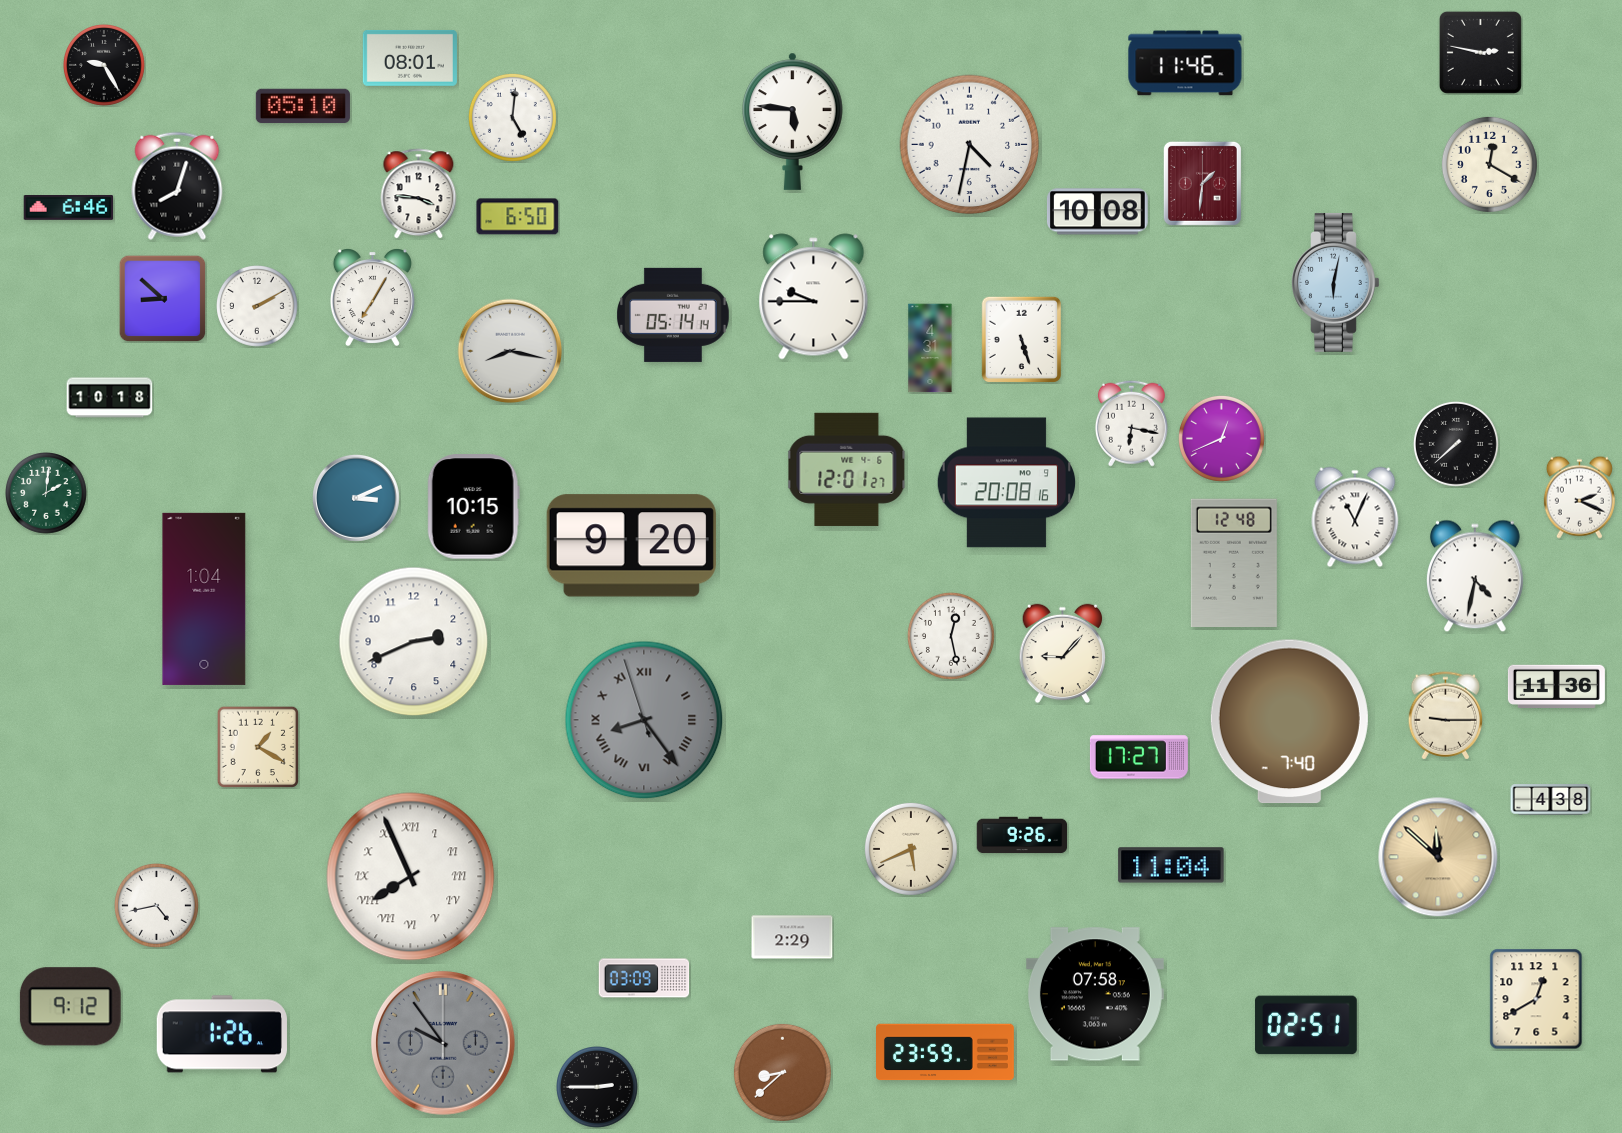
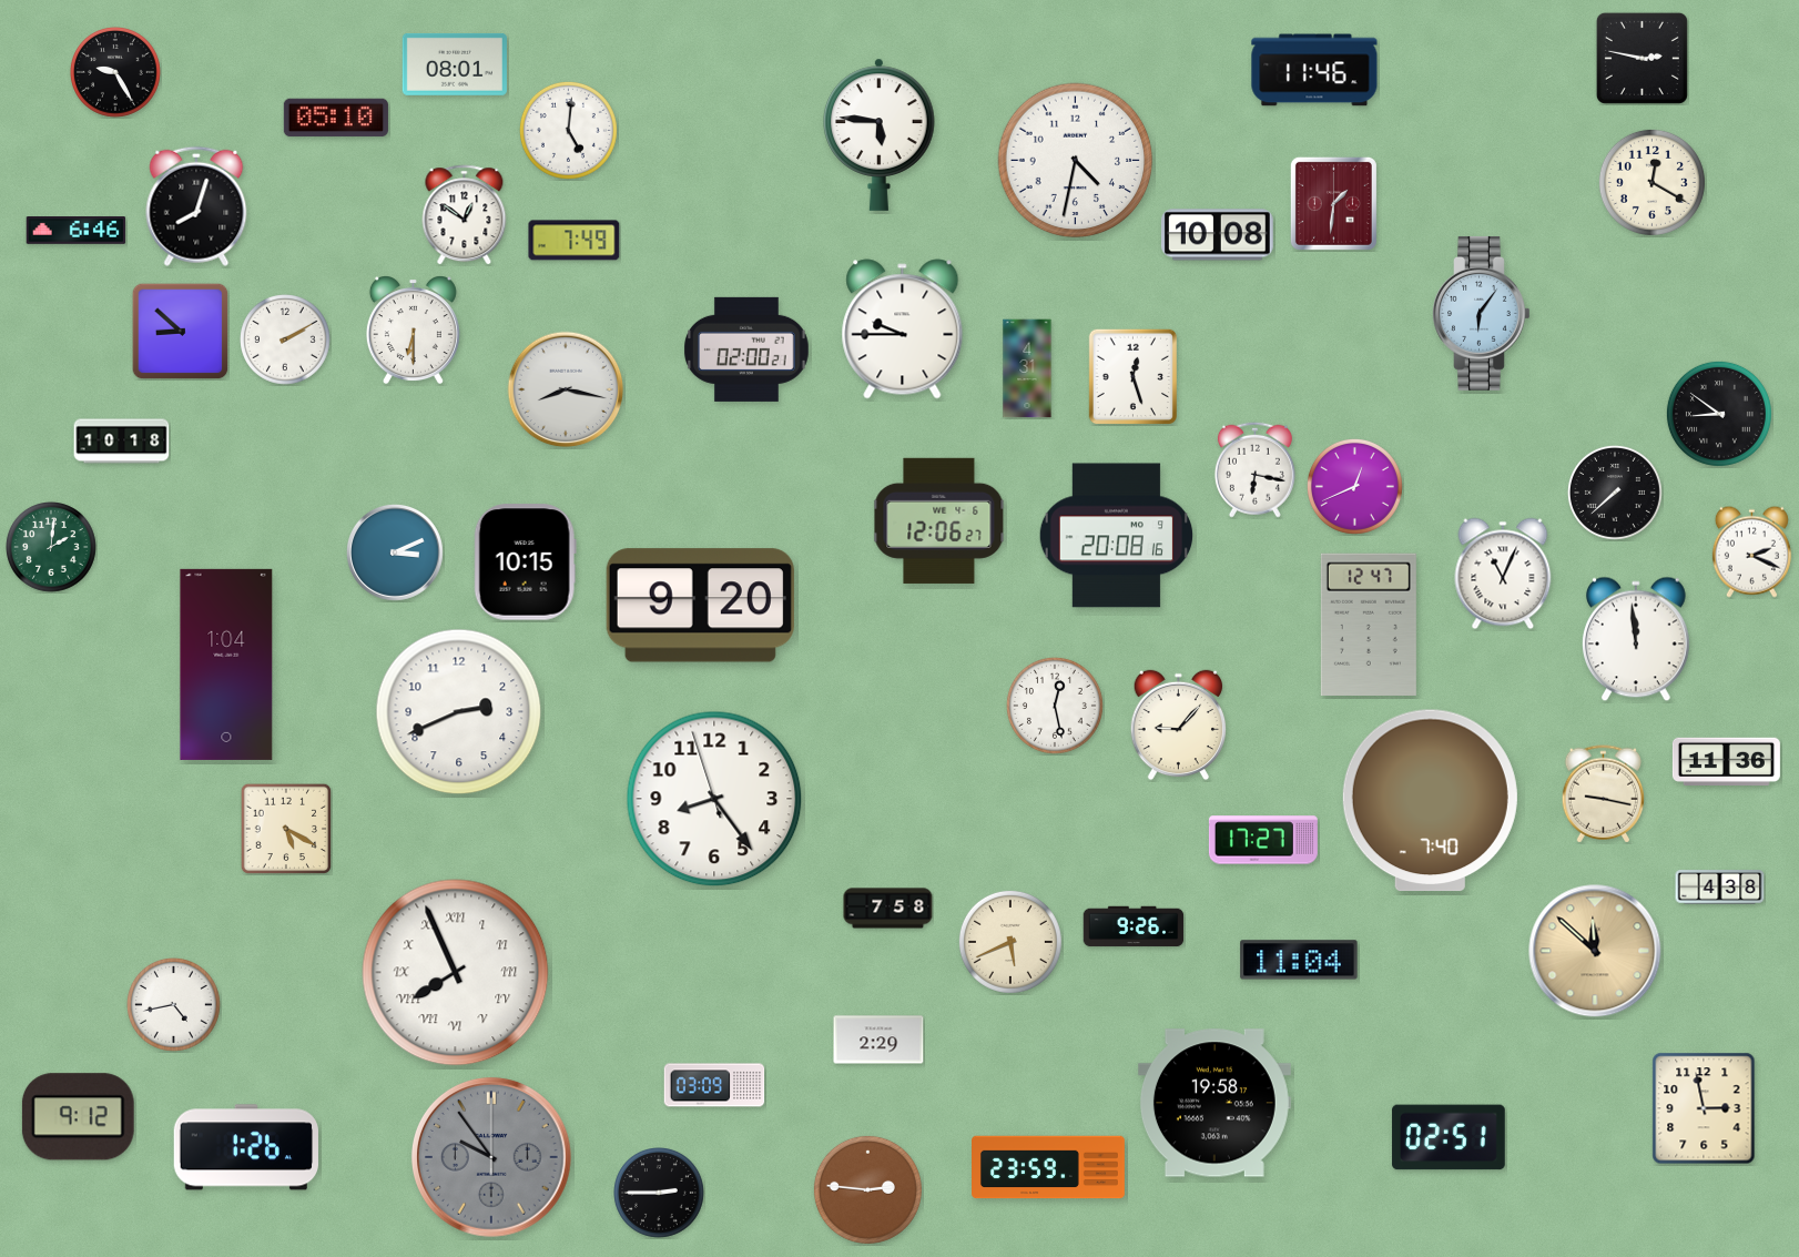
clock at (419, 194): 3:46 -> 12:51
clock at (518, 217): 6:50 -> 7:49
clock at (1336, 282): 6:02 -> 6:06
clock at (372, 298): 7:05 -> 6:30
clock at (674, 315): 05:14 -> 02:00
clock at (1021, 339): 5:27 -> 12:27
clock at (930, 348) position: (930, 348) -> (1027, 368)
clock at (1719, 414): none -> 8:51
clock at (847, 469): 12:01 -> 12:06
clock at (1234, 562): 12:48 -> 12:47
clock at (1475, 576): 4:32 -> 11:59
clock at (1446, 716): 9:15 -> 9:17
clock at (644, 720) dial: grey -> white
clock at (644, 720) numerals: Roman -> Arabic
clock at (257, 746): 1:20 -> 5:20
clock at (888, 909): none -> 7:58
clock at (1095, 994): 07:58 -> 19:58
clock at (1536, 999): 12:40 -> 2:58
clock at (782, 1072): 8:38 -> 2:46
clock at (598, 1088) position: (598, 1088) -> (660, 1194)
